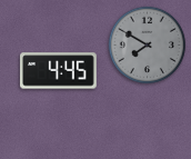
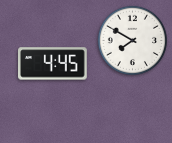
clock at (147, 44) dial: grey -> white
